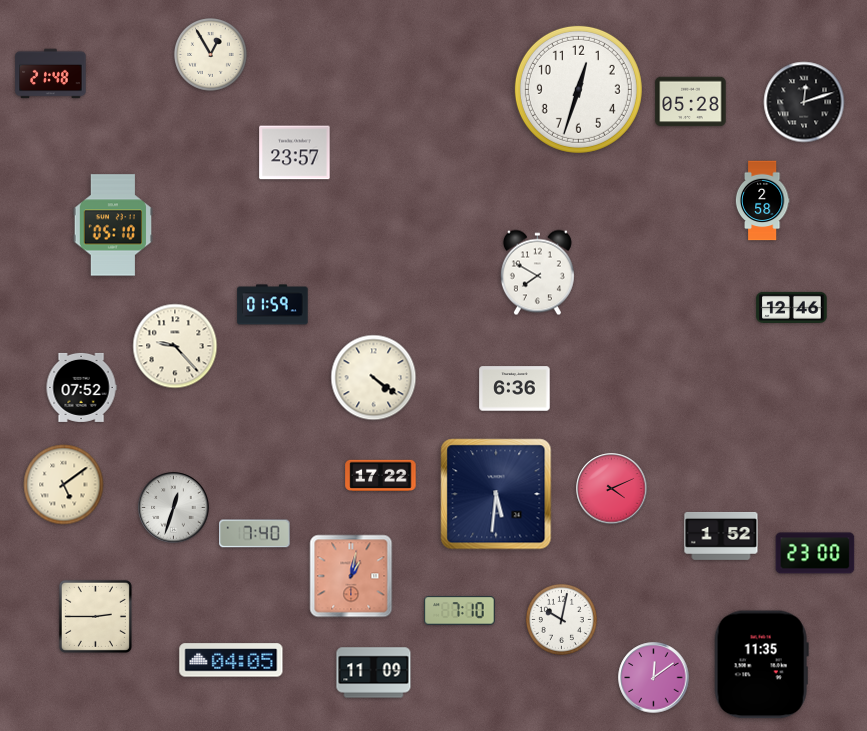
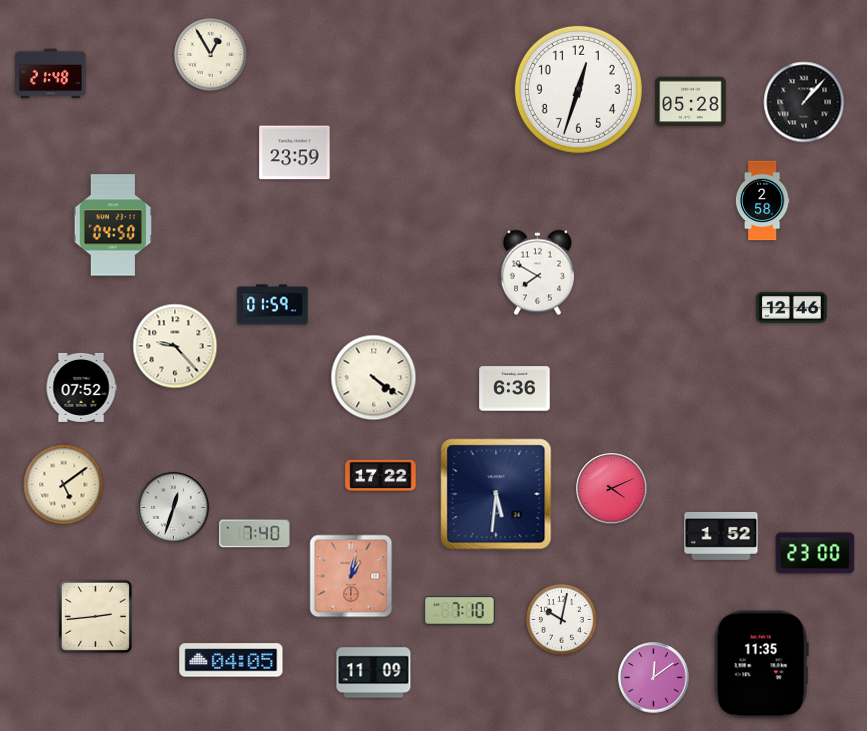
clock at (804, 102): 12:12 -> 1:07
clock at (295, 153): 23:57 -> 23:59
clock at (112, 225): 05:10 -> 04:50
clock at (95, 616): 2:45 -> 2:44
